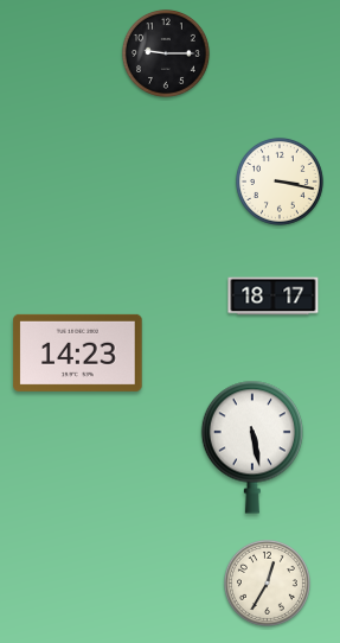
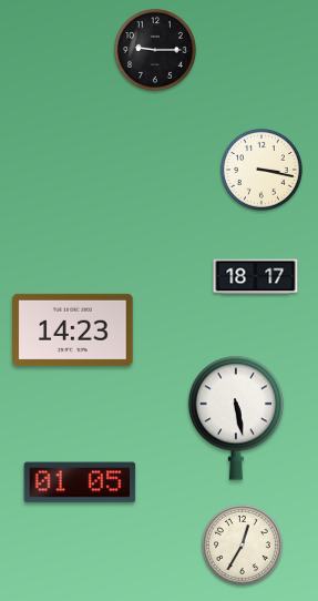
clock at (80, 482): none -> 01:05
clock at (267, 582) position: (267, 582) -> (242, 544)
